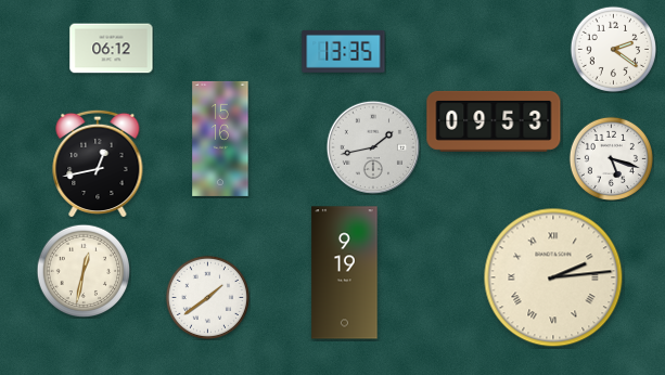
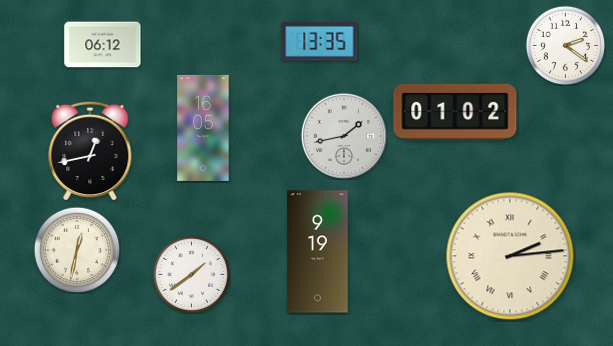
clock at (344, 52) position: (344, 52) -> (320, 42)
clock at (494, 121): 09:53 -> 01:02
clock at (220, 139): 15:16 -> 16:05
clock at (611, 158): 5:18 -> none
